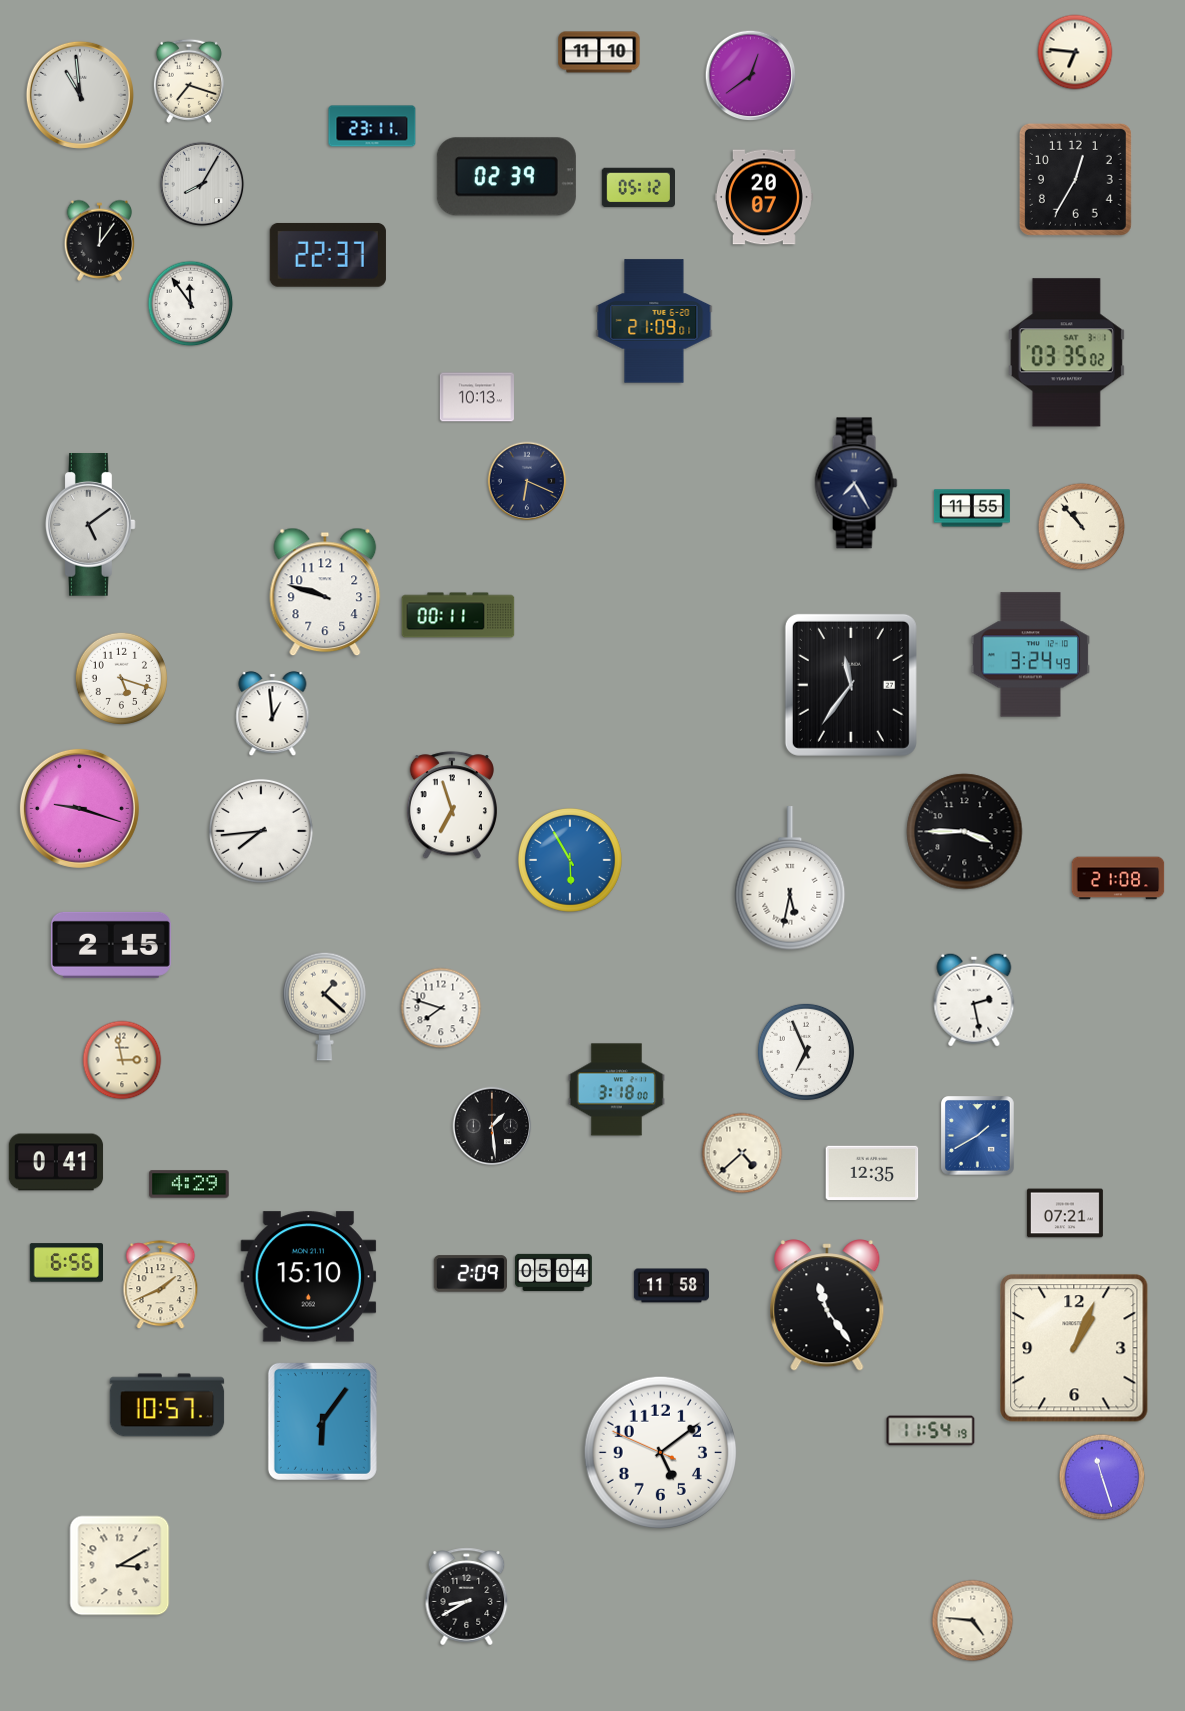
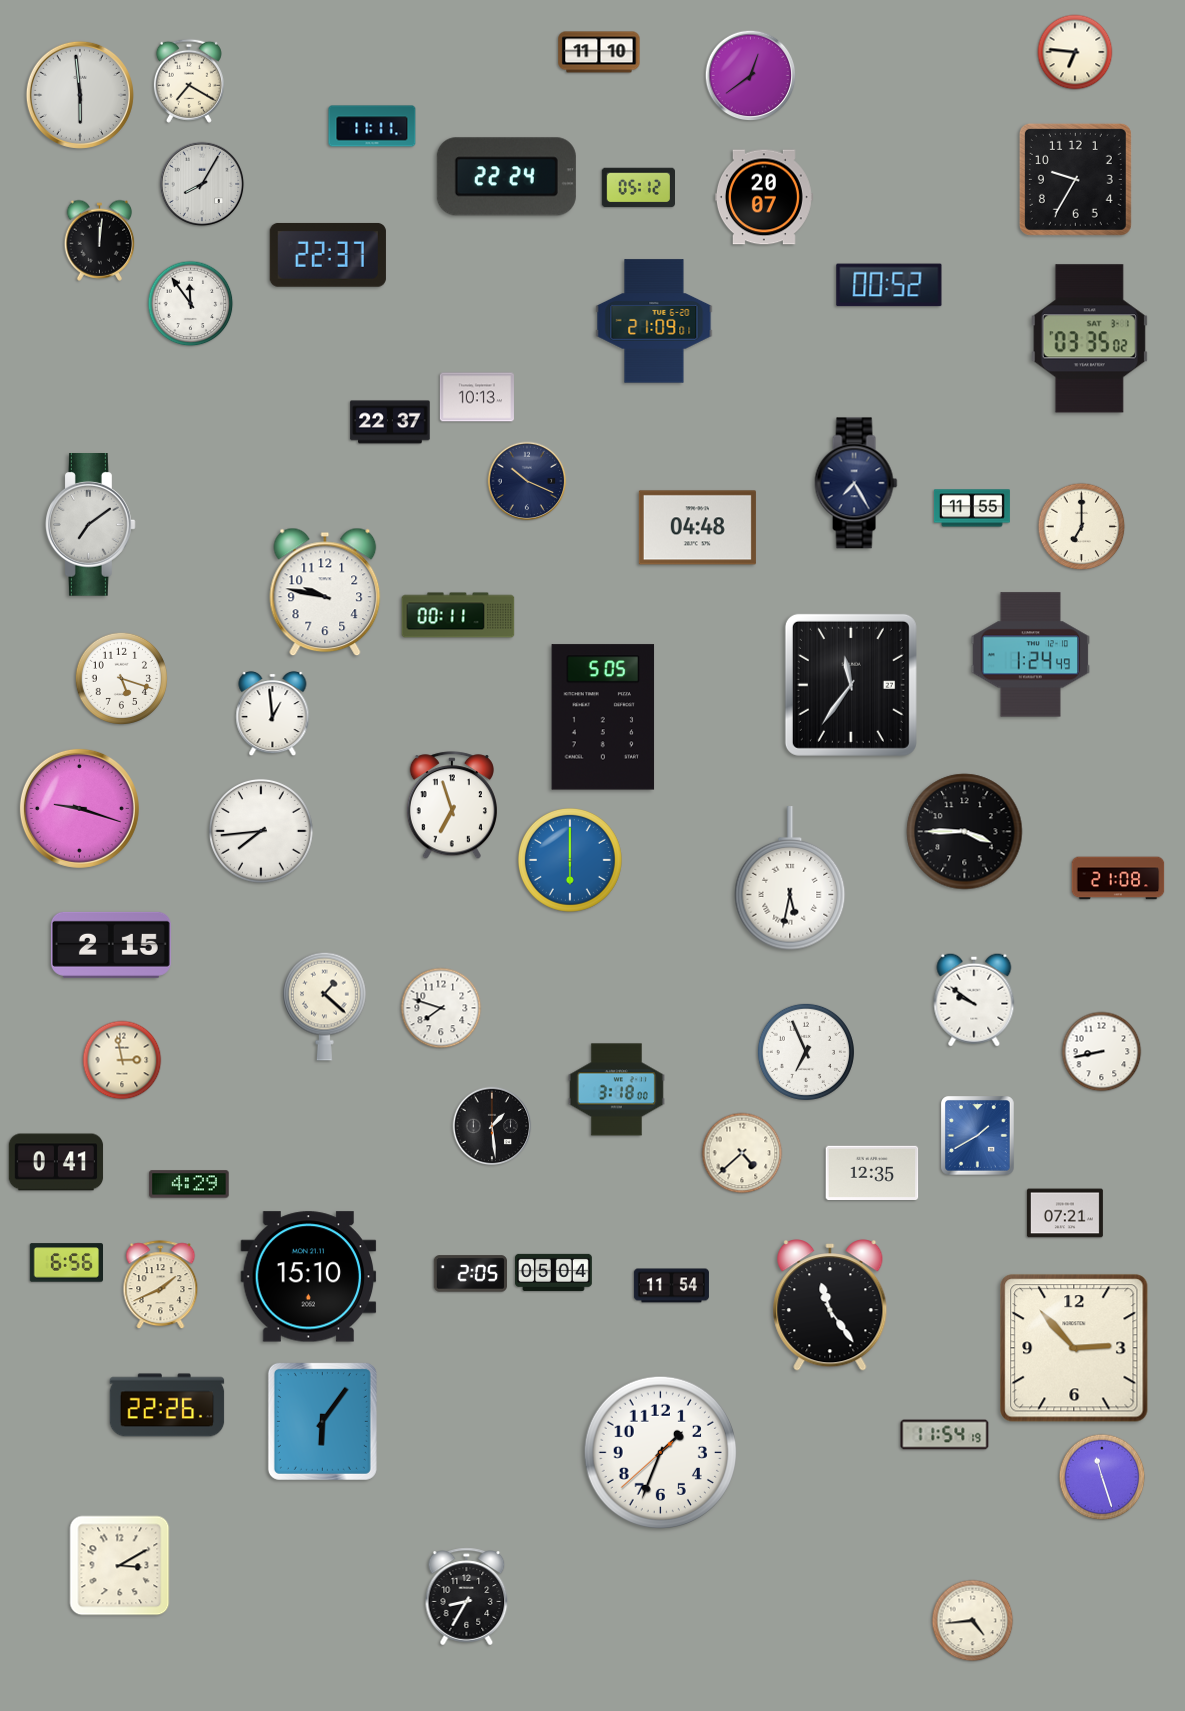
clock at (189, 81): 7:18 -> 7:20
clock at (80, 95): 10:59 -> 5:59
clock at (372, 126): 23:11 -> 11:11
clock at (506, 177): 02:39 -> 22:24
clock at (1075, 179): 12:35 -> 9:35
clock at (100, 240): 12:06 -> 12:01
clock at (889, 285): none -> 00:52
clock at (1066, 353) position: (1066, 353) -> (1089, 339)
clock at (390, 422): none -> 22:37
clock at (527, 481): 6:19 -> 10:19
clock at (91, 525): 5:09 -> 7:09
clock at (1082, 527): 10:53 -> 7:00
clock at (697, 528): none -> 04:48
clock at (325, 592): 9:48 -> 9:47
clock at (1031, 655): 3:24 -> 1:24
clock at (603, 717): none -> 5:05
clock at (570, 860): 5:55 -> 6:00
clock at (974, 1000): 2:28 -> 9:51
clock at (1102, 1052): none -> 8:43
clock at (470, 1274): 2:09 -> 2:05
clock at (671, 1286): 11:58 -> 11:54
clock at (827, 1305) position: (827, 1305) -> (830, 1305)
clock at (1074, 1348): 1:04 -> 2:53
clock at (167, 1405): 10:57 -> 22:26
clock at (931, 1431) position: (931, 1431) -> (945, 1435)
clock at (660, 1452): 5:08 -> 1:33
clock at (467, 1597): 8:40 -> 8:35
clock at (973, 1621): 4:46 -> 4:44
